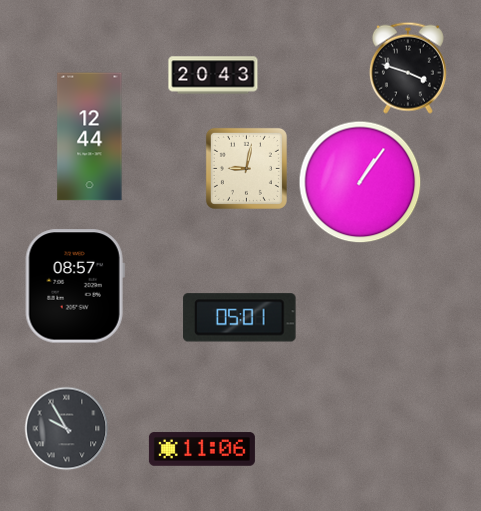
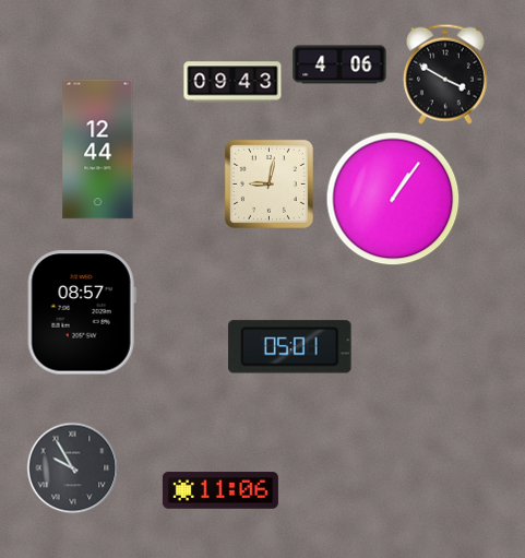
clock at (339, 64): none -> 4:06
clock at (408, 68): 3:48 -> 3:50
clock at (213, 75): 20:43 -> 09:43
clock at (240, 318) position: (240, 318) -> (290, 347)
